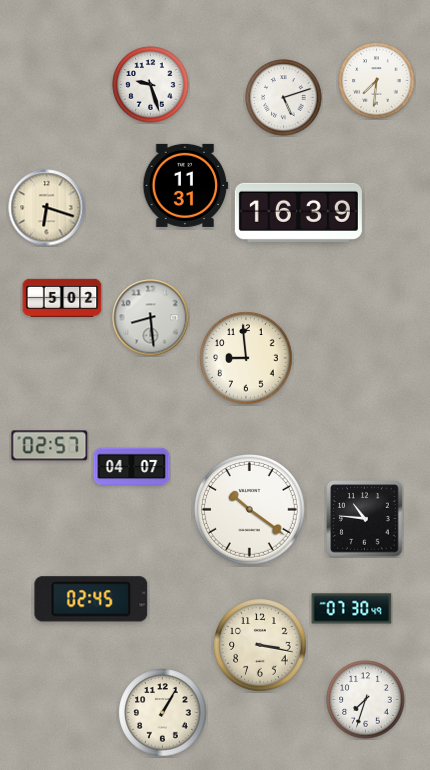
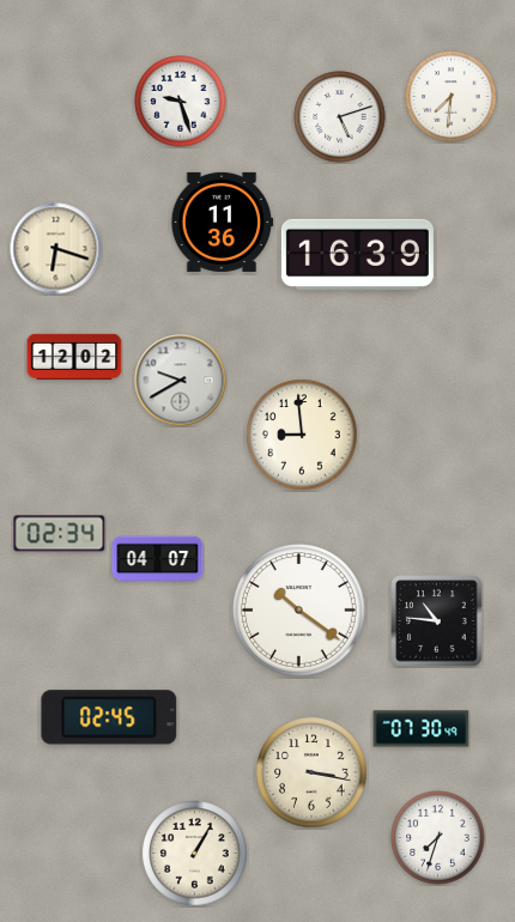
clock at (186, 185): 11:31 -> 11:36
clock at (62, 298): 5:02 -> 12:02
clock at (151, 318): 8:29 -> 9:40
clock at (246, 358) position: (246, 358) -> (302, 435)
clock at (50, 446): 02:57 -> 02:34
